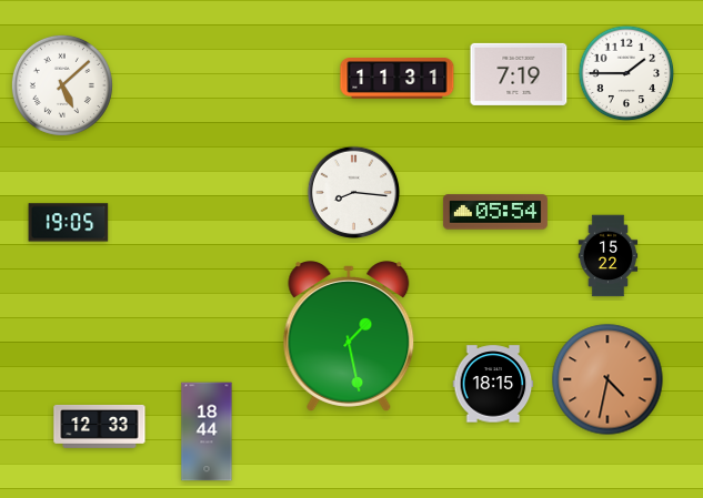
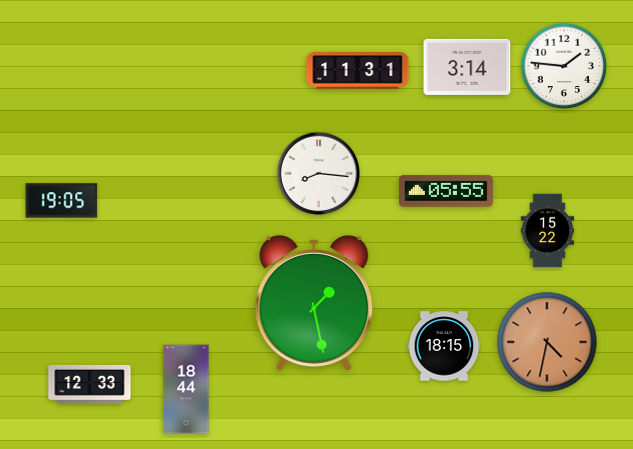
clock at (626, 73): 1:45 -> 1:46
clock at (519, 74): 7:19 -> 3:14
clock at (62, 85): 5:08 -> none
clock at (495, 212): 05:54 -> 05:55
